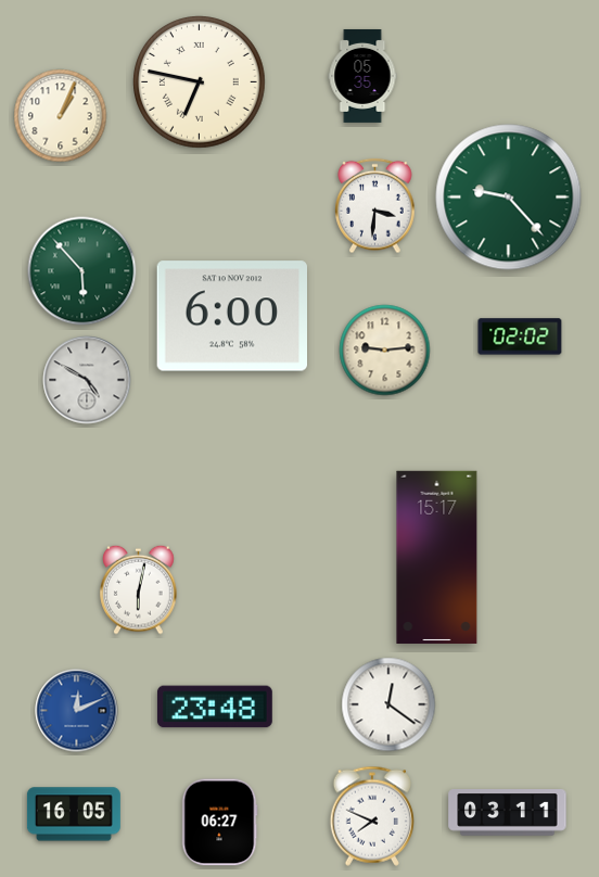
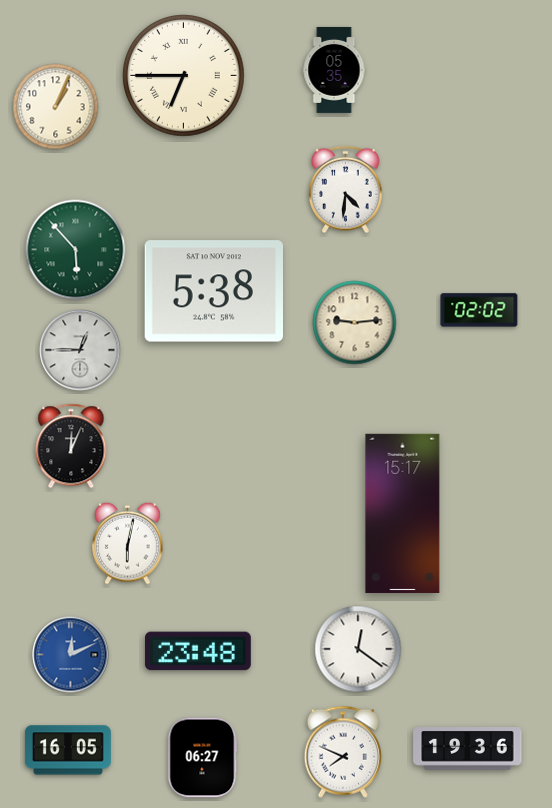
clock at (200, 82): 6:47 -> 6:45
clock at (509, 198): 9:23 -> none
clock at (375, 206): 3:31 -> 4:31
clock at (231, 316): 6:00 -> 5:38
clock at (87, 380): 4:50 -> 12:45
clock at (71, 446): none -> 12:04
clock at (508, 813): 03:11 -> 19:36
